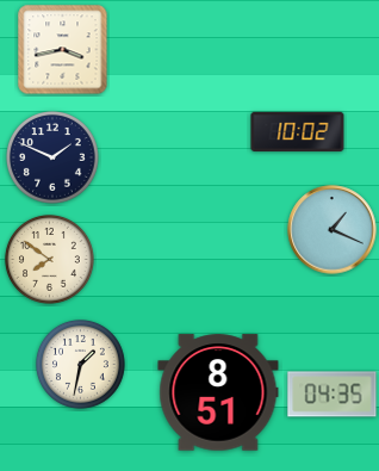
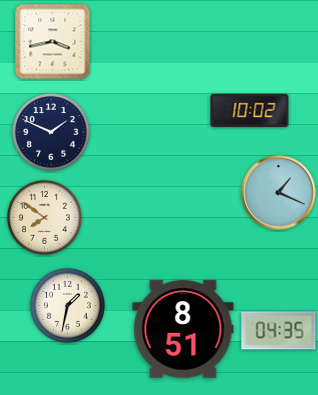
clock at (54, 159) position: (54, 159) -> (52, 133)
clock at (49, 259) position: (49, 259) -> (44, 217)
